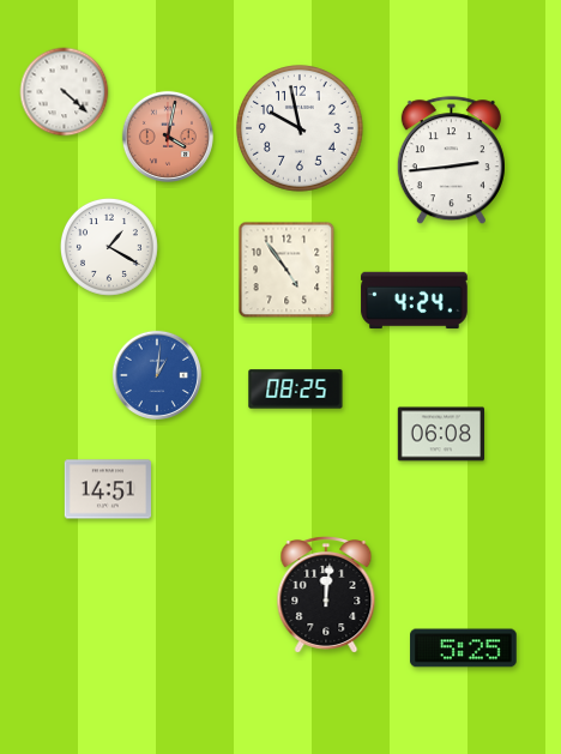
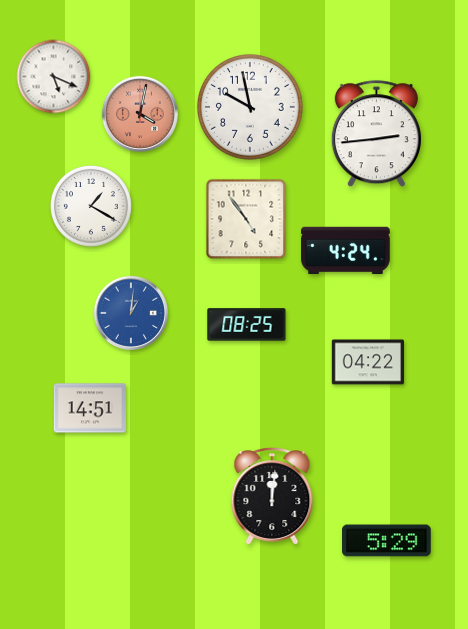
clock at (65, 92): 4:22 -> 5:19
clock at (286, 270) position: (286, 270) -> (246, 219)
clock at (440, 434): 06:08 -> 04:22
clock at (464, 649): 5:25 -> 5:29
